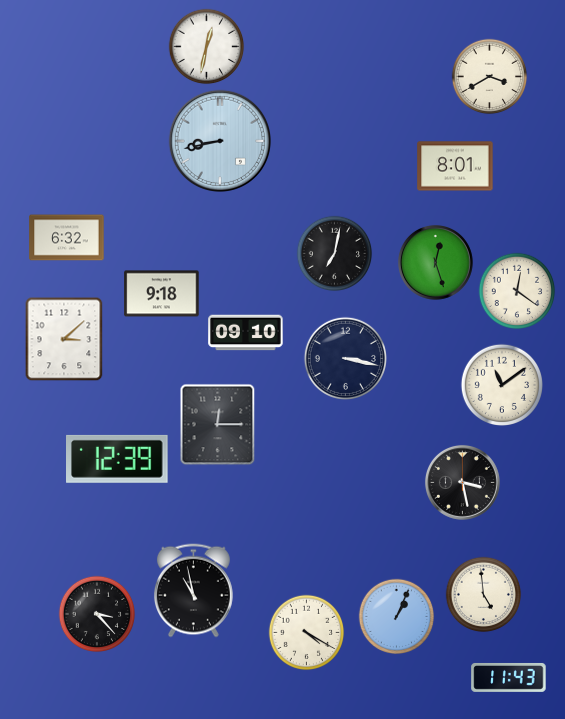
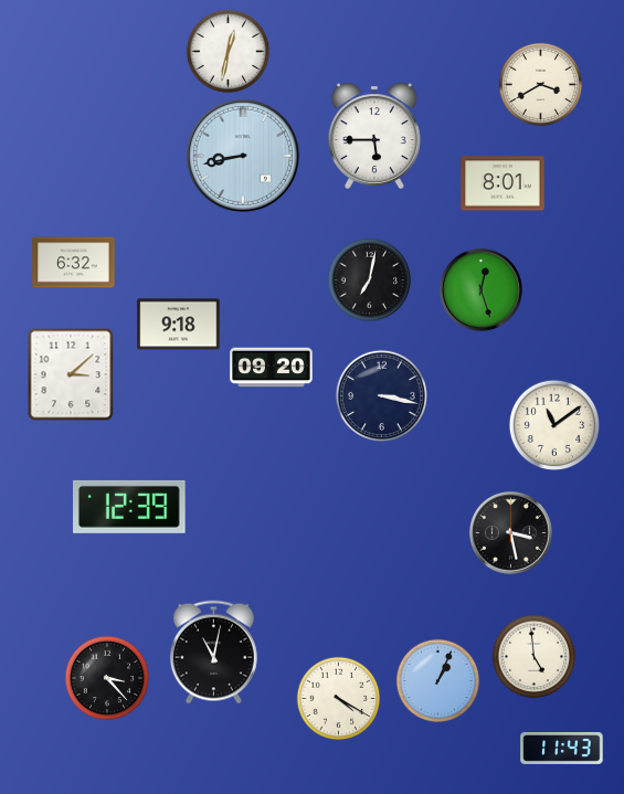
clock at (374, 136): none -> 5:45
clock at (517, 291): 12:21 -> none
clock at (246, 333): 09:10 -> 09:20
clock at (218, 425): 12:15 -> none
clock at (193, 591): 10:58 -> 11:02
